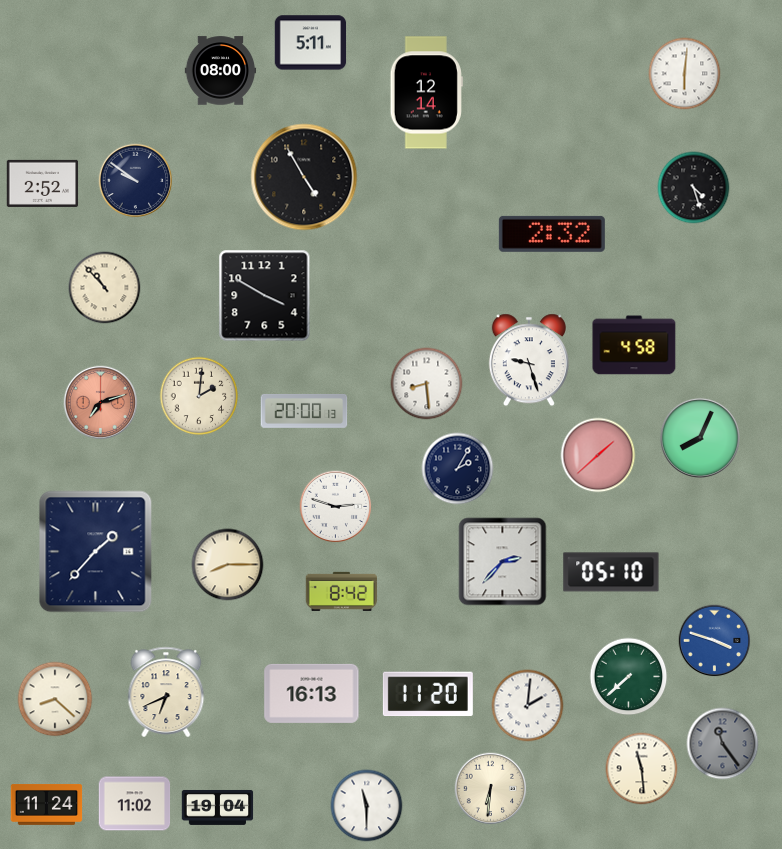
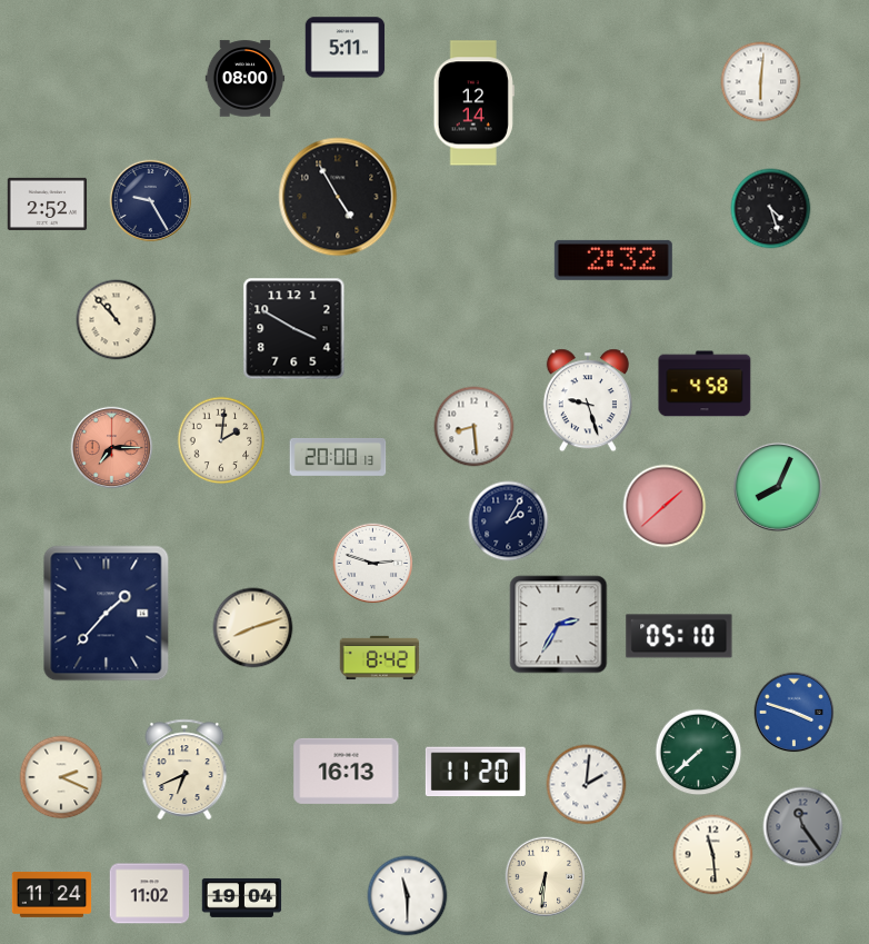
clock at (136, 181): 9:51 -> 9:25
clock at (101, 403): 7:12 -> 7:15
clock at (503, 562): 2:37 -> 2:35
clock at (228, 565): 8:15 -> 8:12
clock at (55, 699): 8:22 -> 2:19
